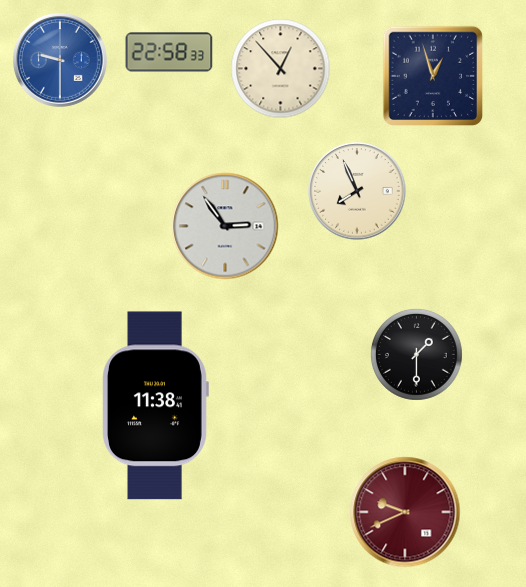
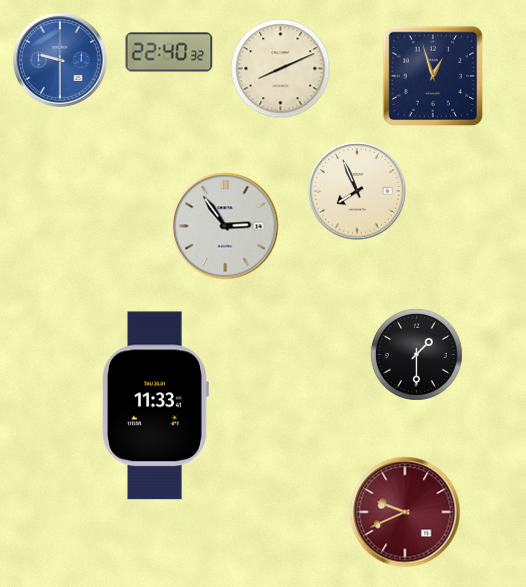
clock at (169, 52): 22:58 -> 22:40
clock at (281, 69): 12:53 -> 8:11
clock at (156, 406): 11:38 -> 11:33
